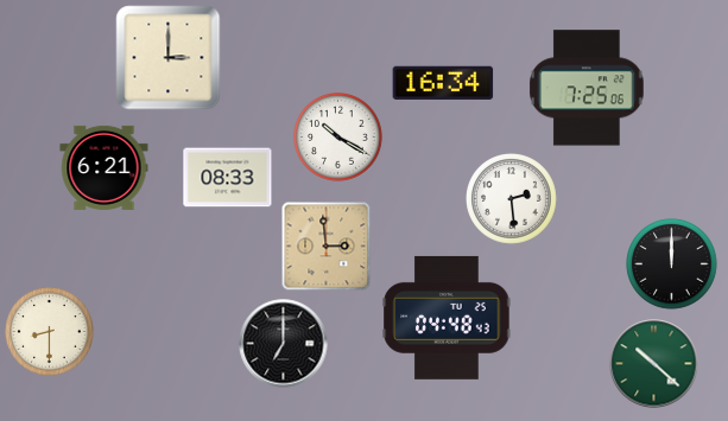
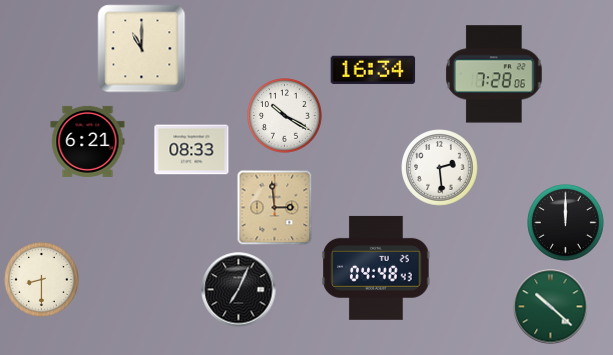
clock at (169, 58): 3:00 -> 11:00
clock at (588, 88): 7:25 -> 7:28
clock at (512, 199) position: (512, 199) -> (440, 168)
clock at (284, 344): 7:00 -> 7:04
